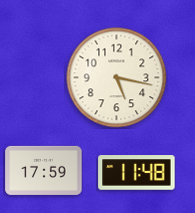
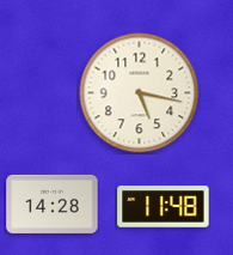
clock at (44, 170): 17:59 -> 14:28
